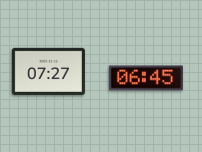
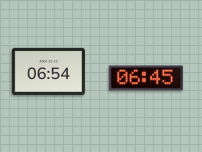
clock at (48, 71): 07:27 -> 06:54
